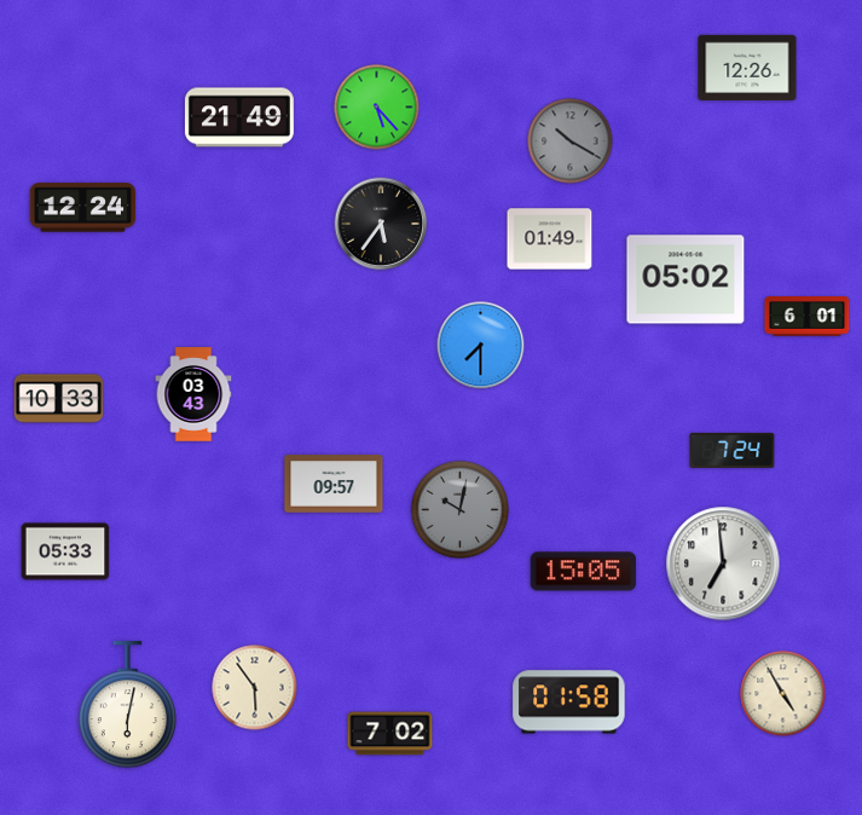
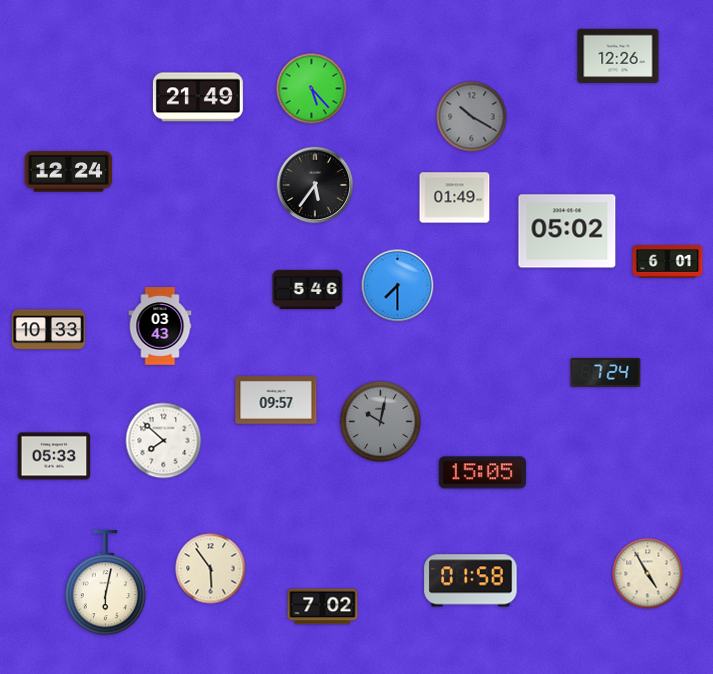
clock at (308, 289): none -> 5:46
clock at (164, 441): none -> 7:52
clock at (723, 563): 6:59 -> none
